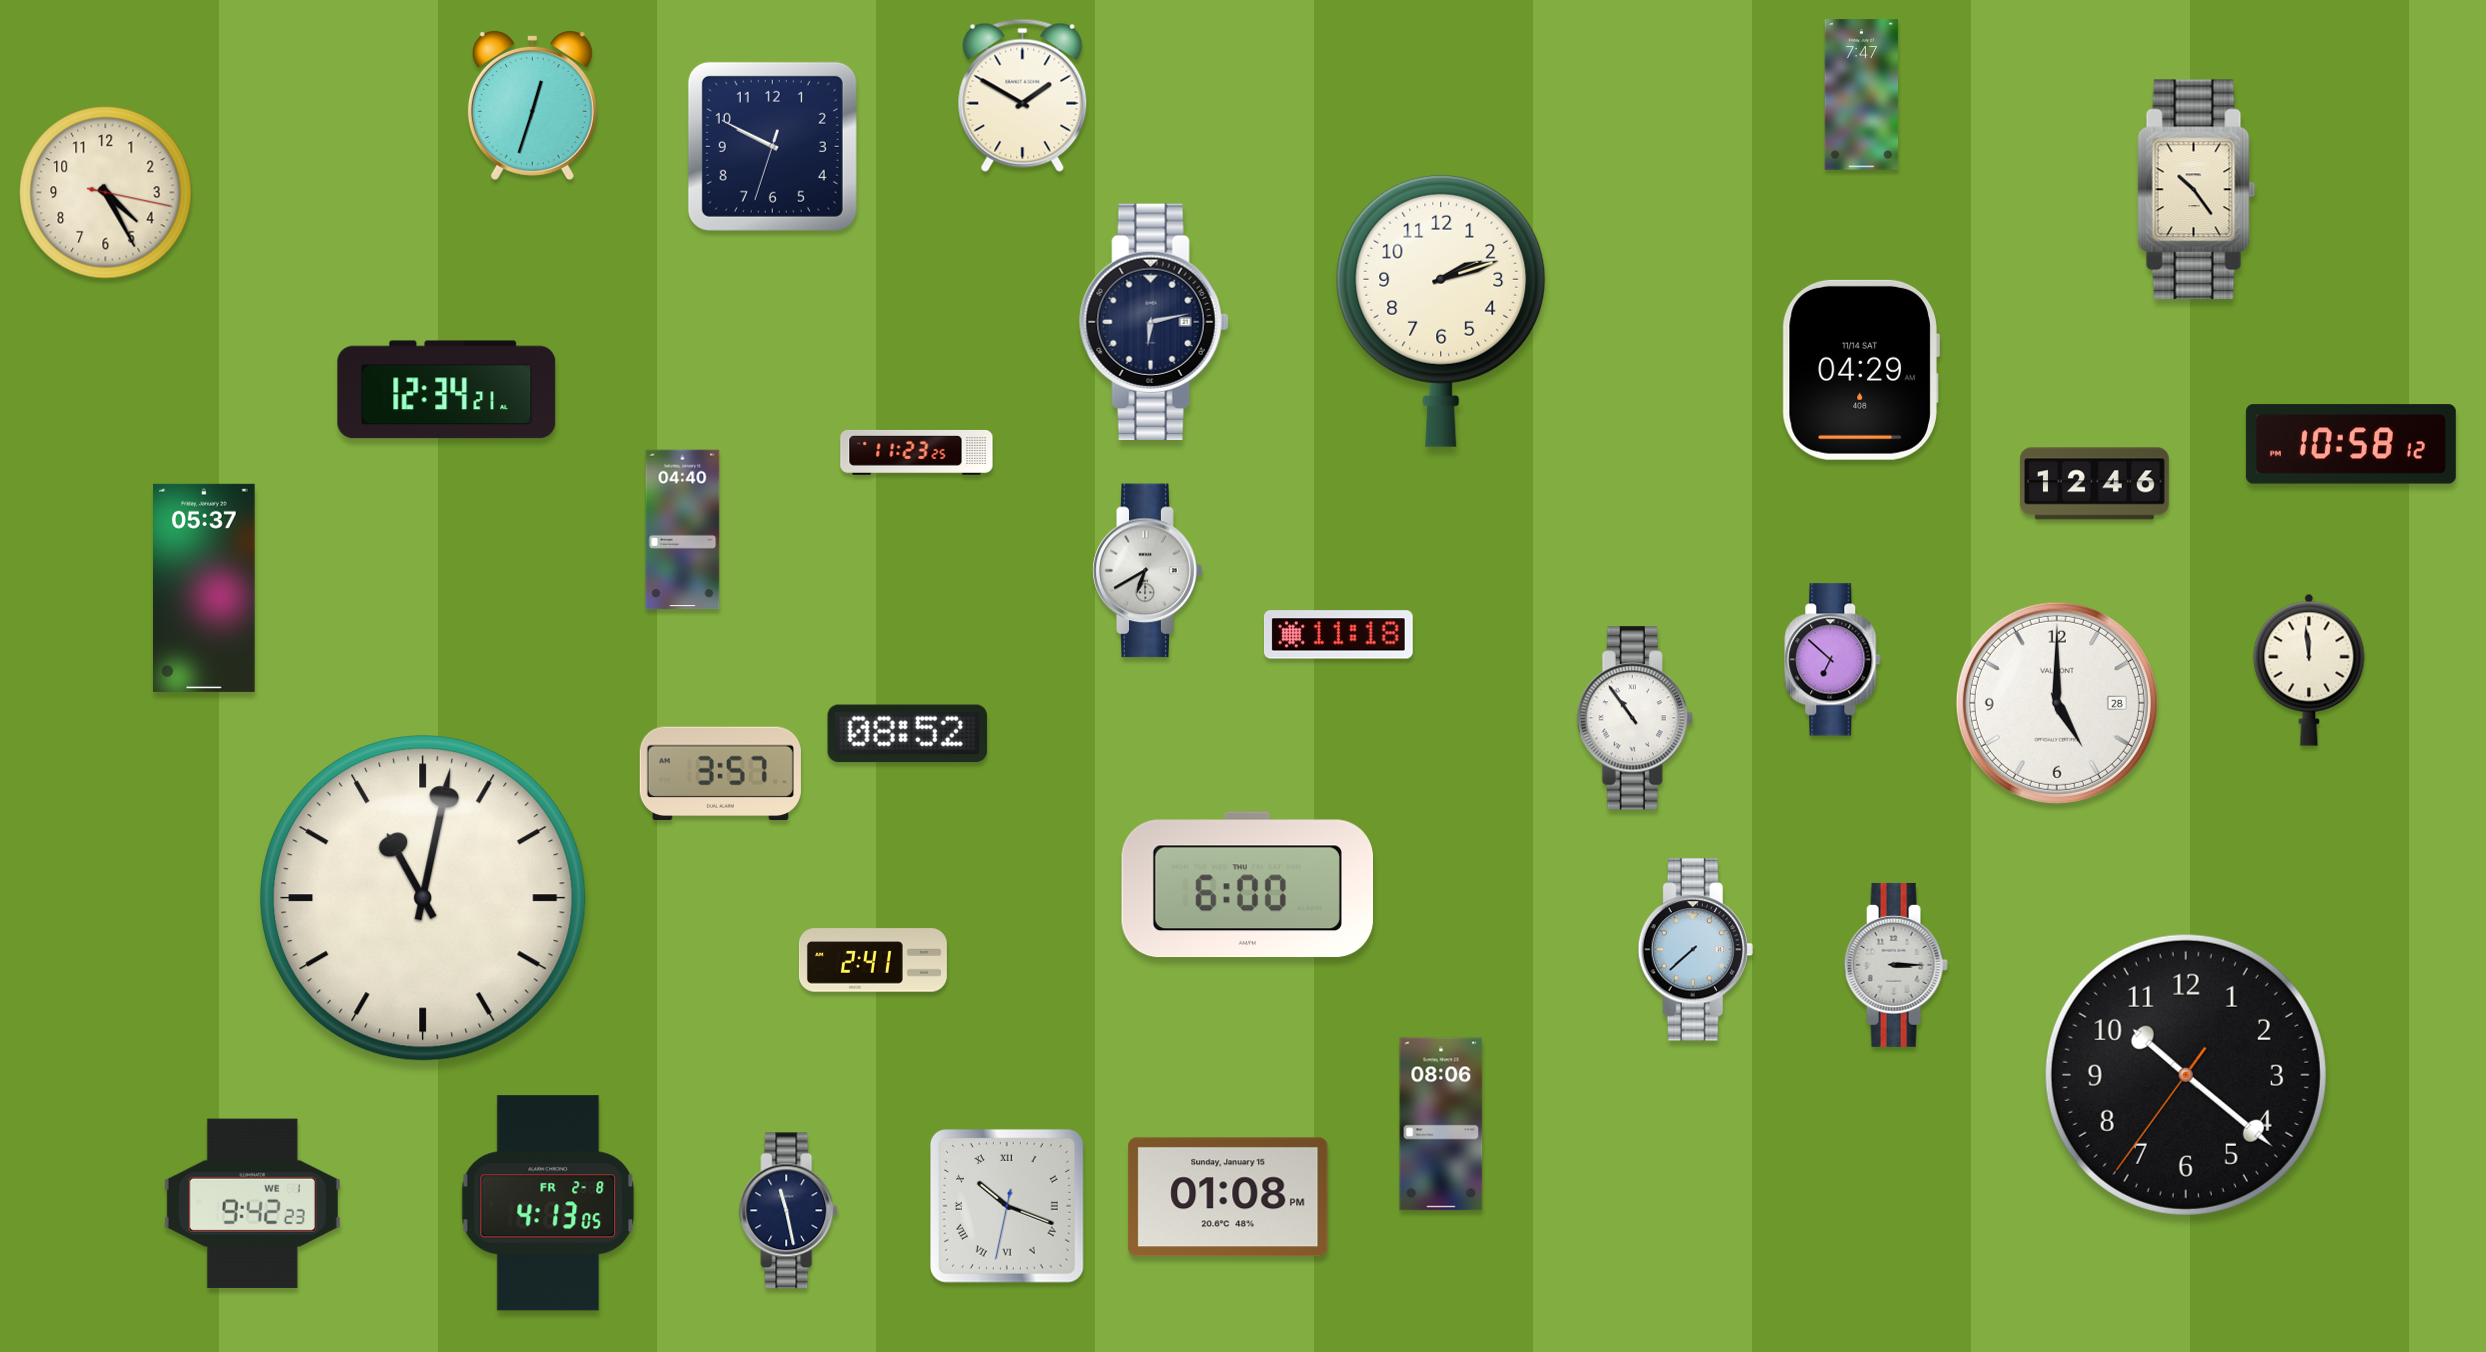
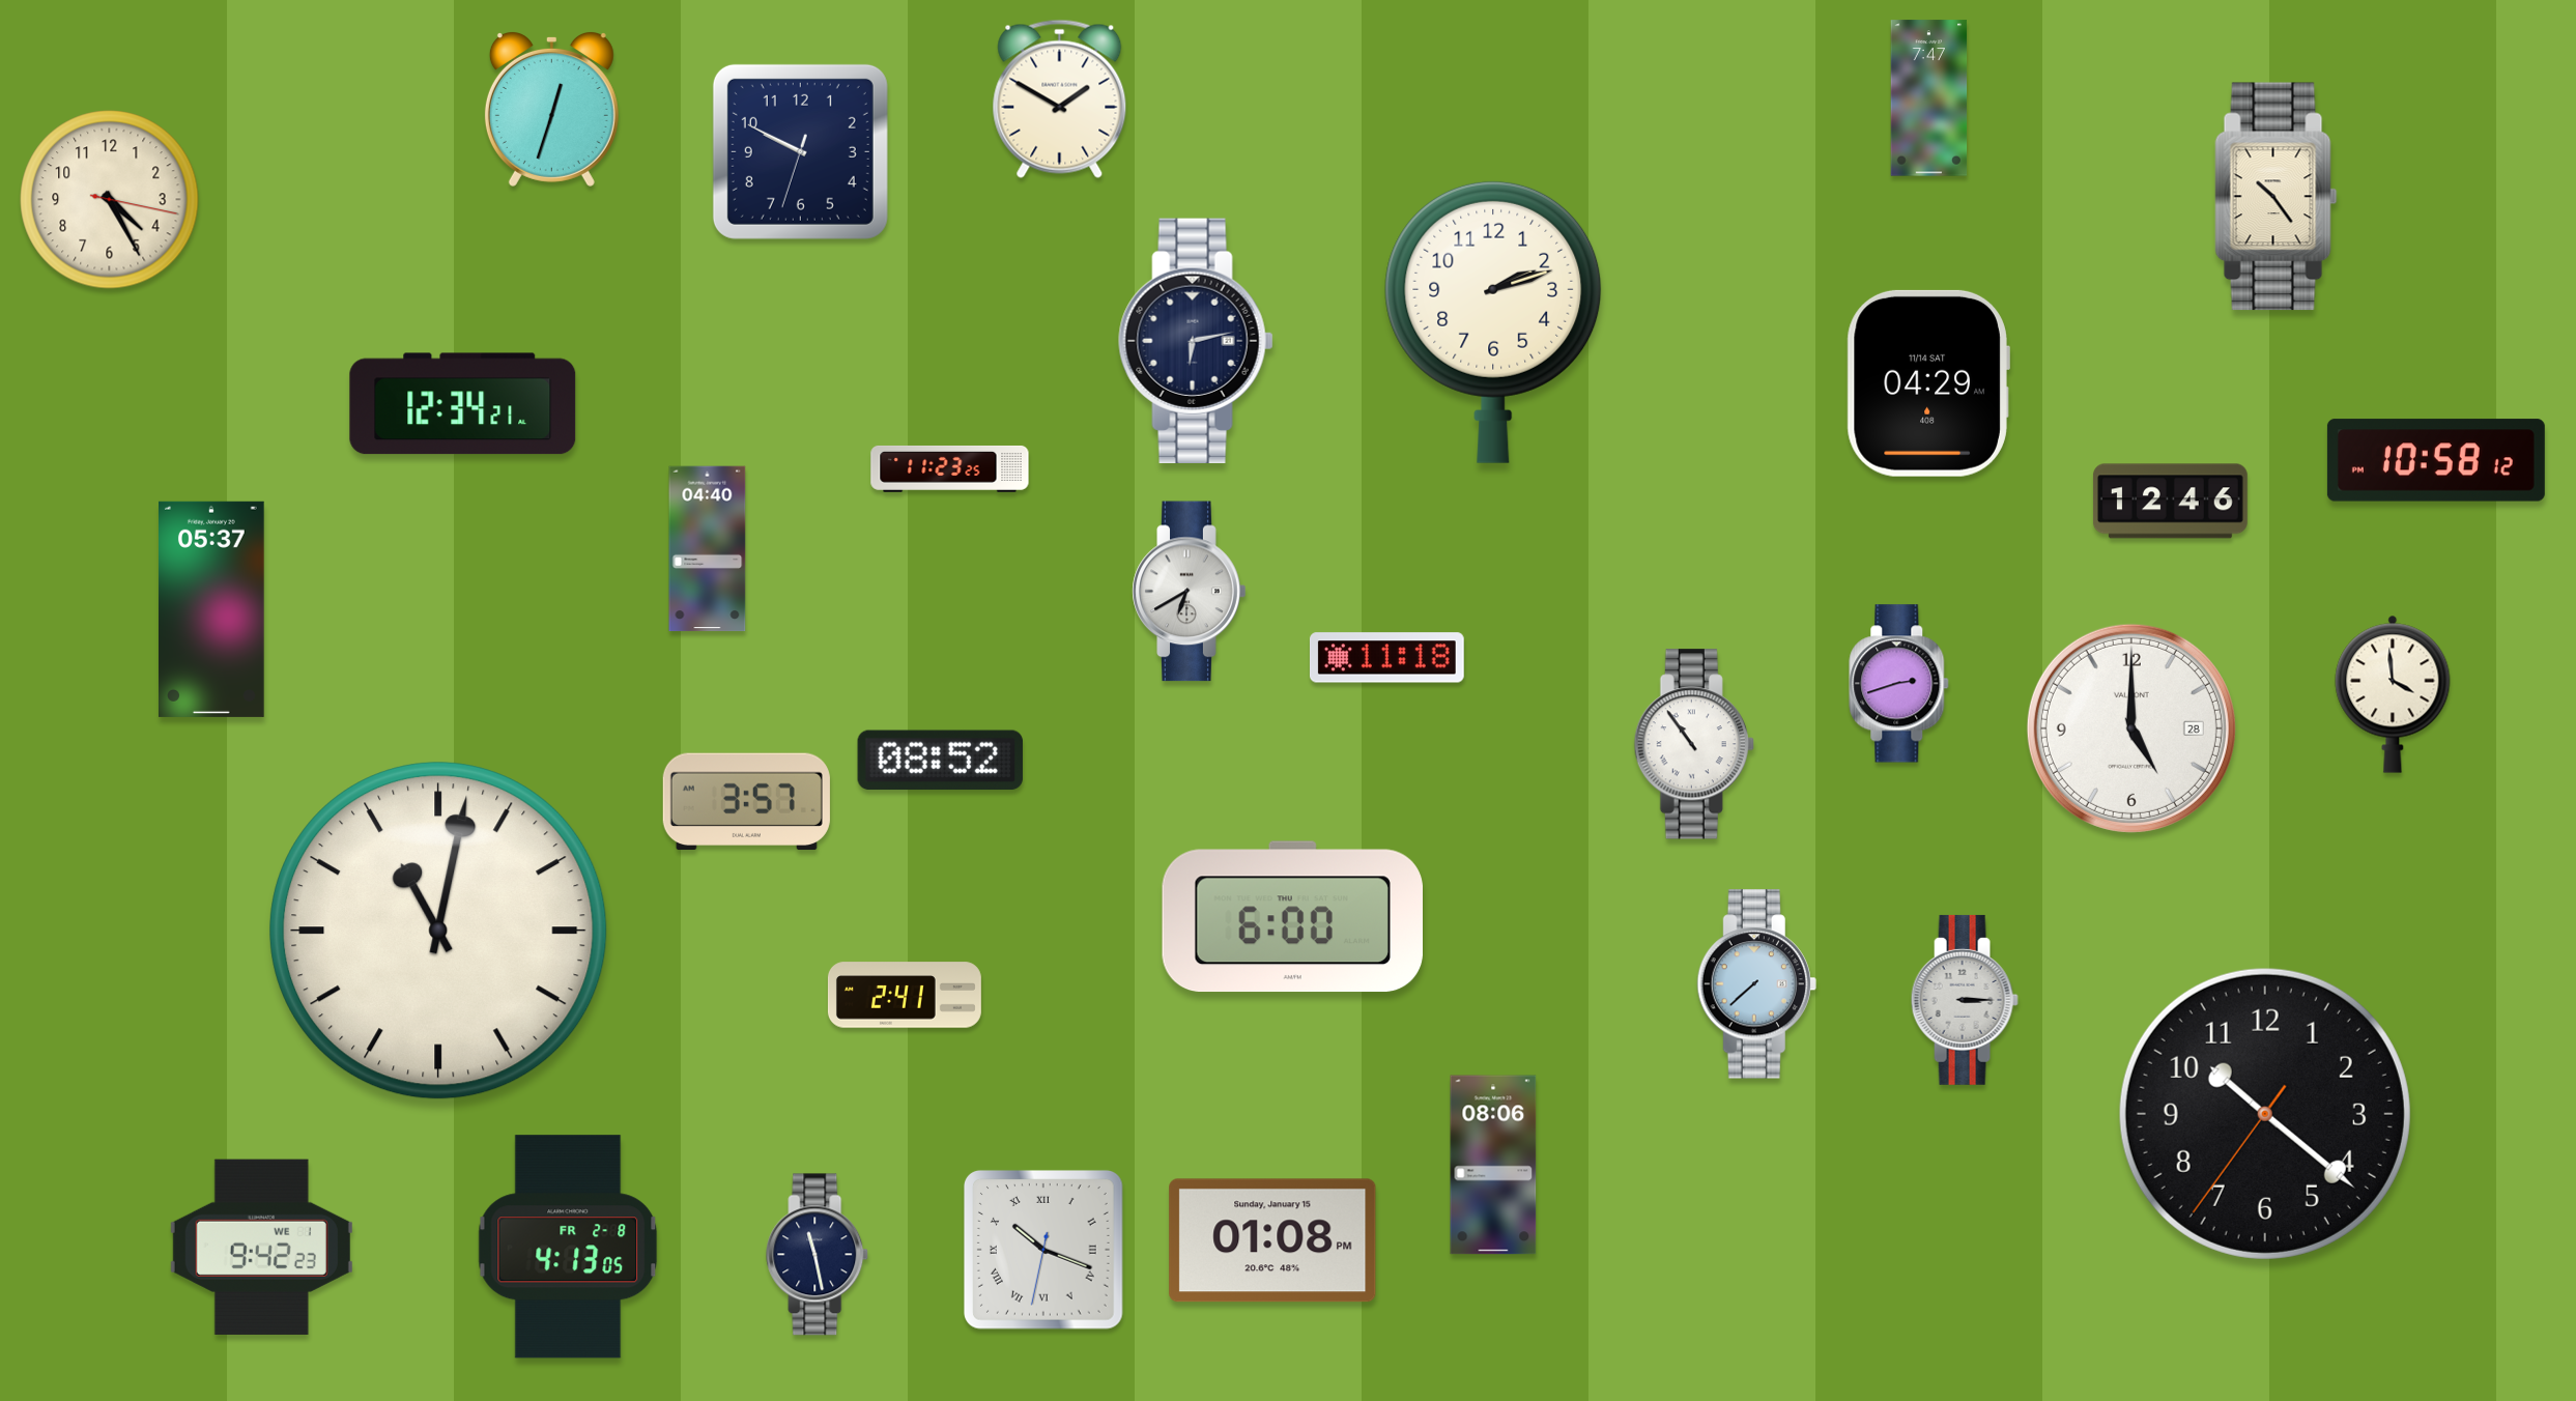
clock at (1154, 321) position: (1154, 321) -> (1196, 340)
clock at (1833, 660): 6:52 -> 2:42
clock at (2309, 670): 11:59 -> 3:59
